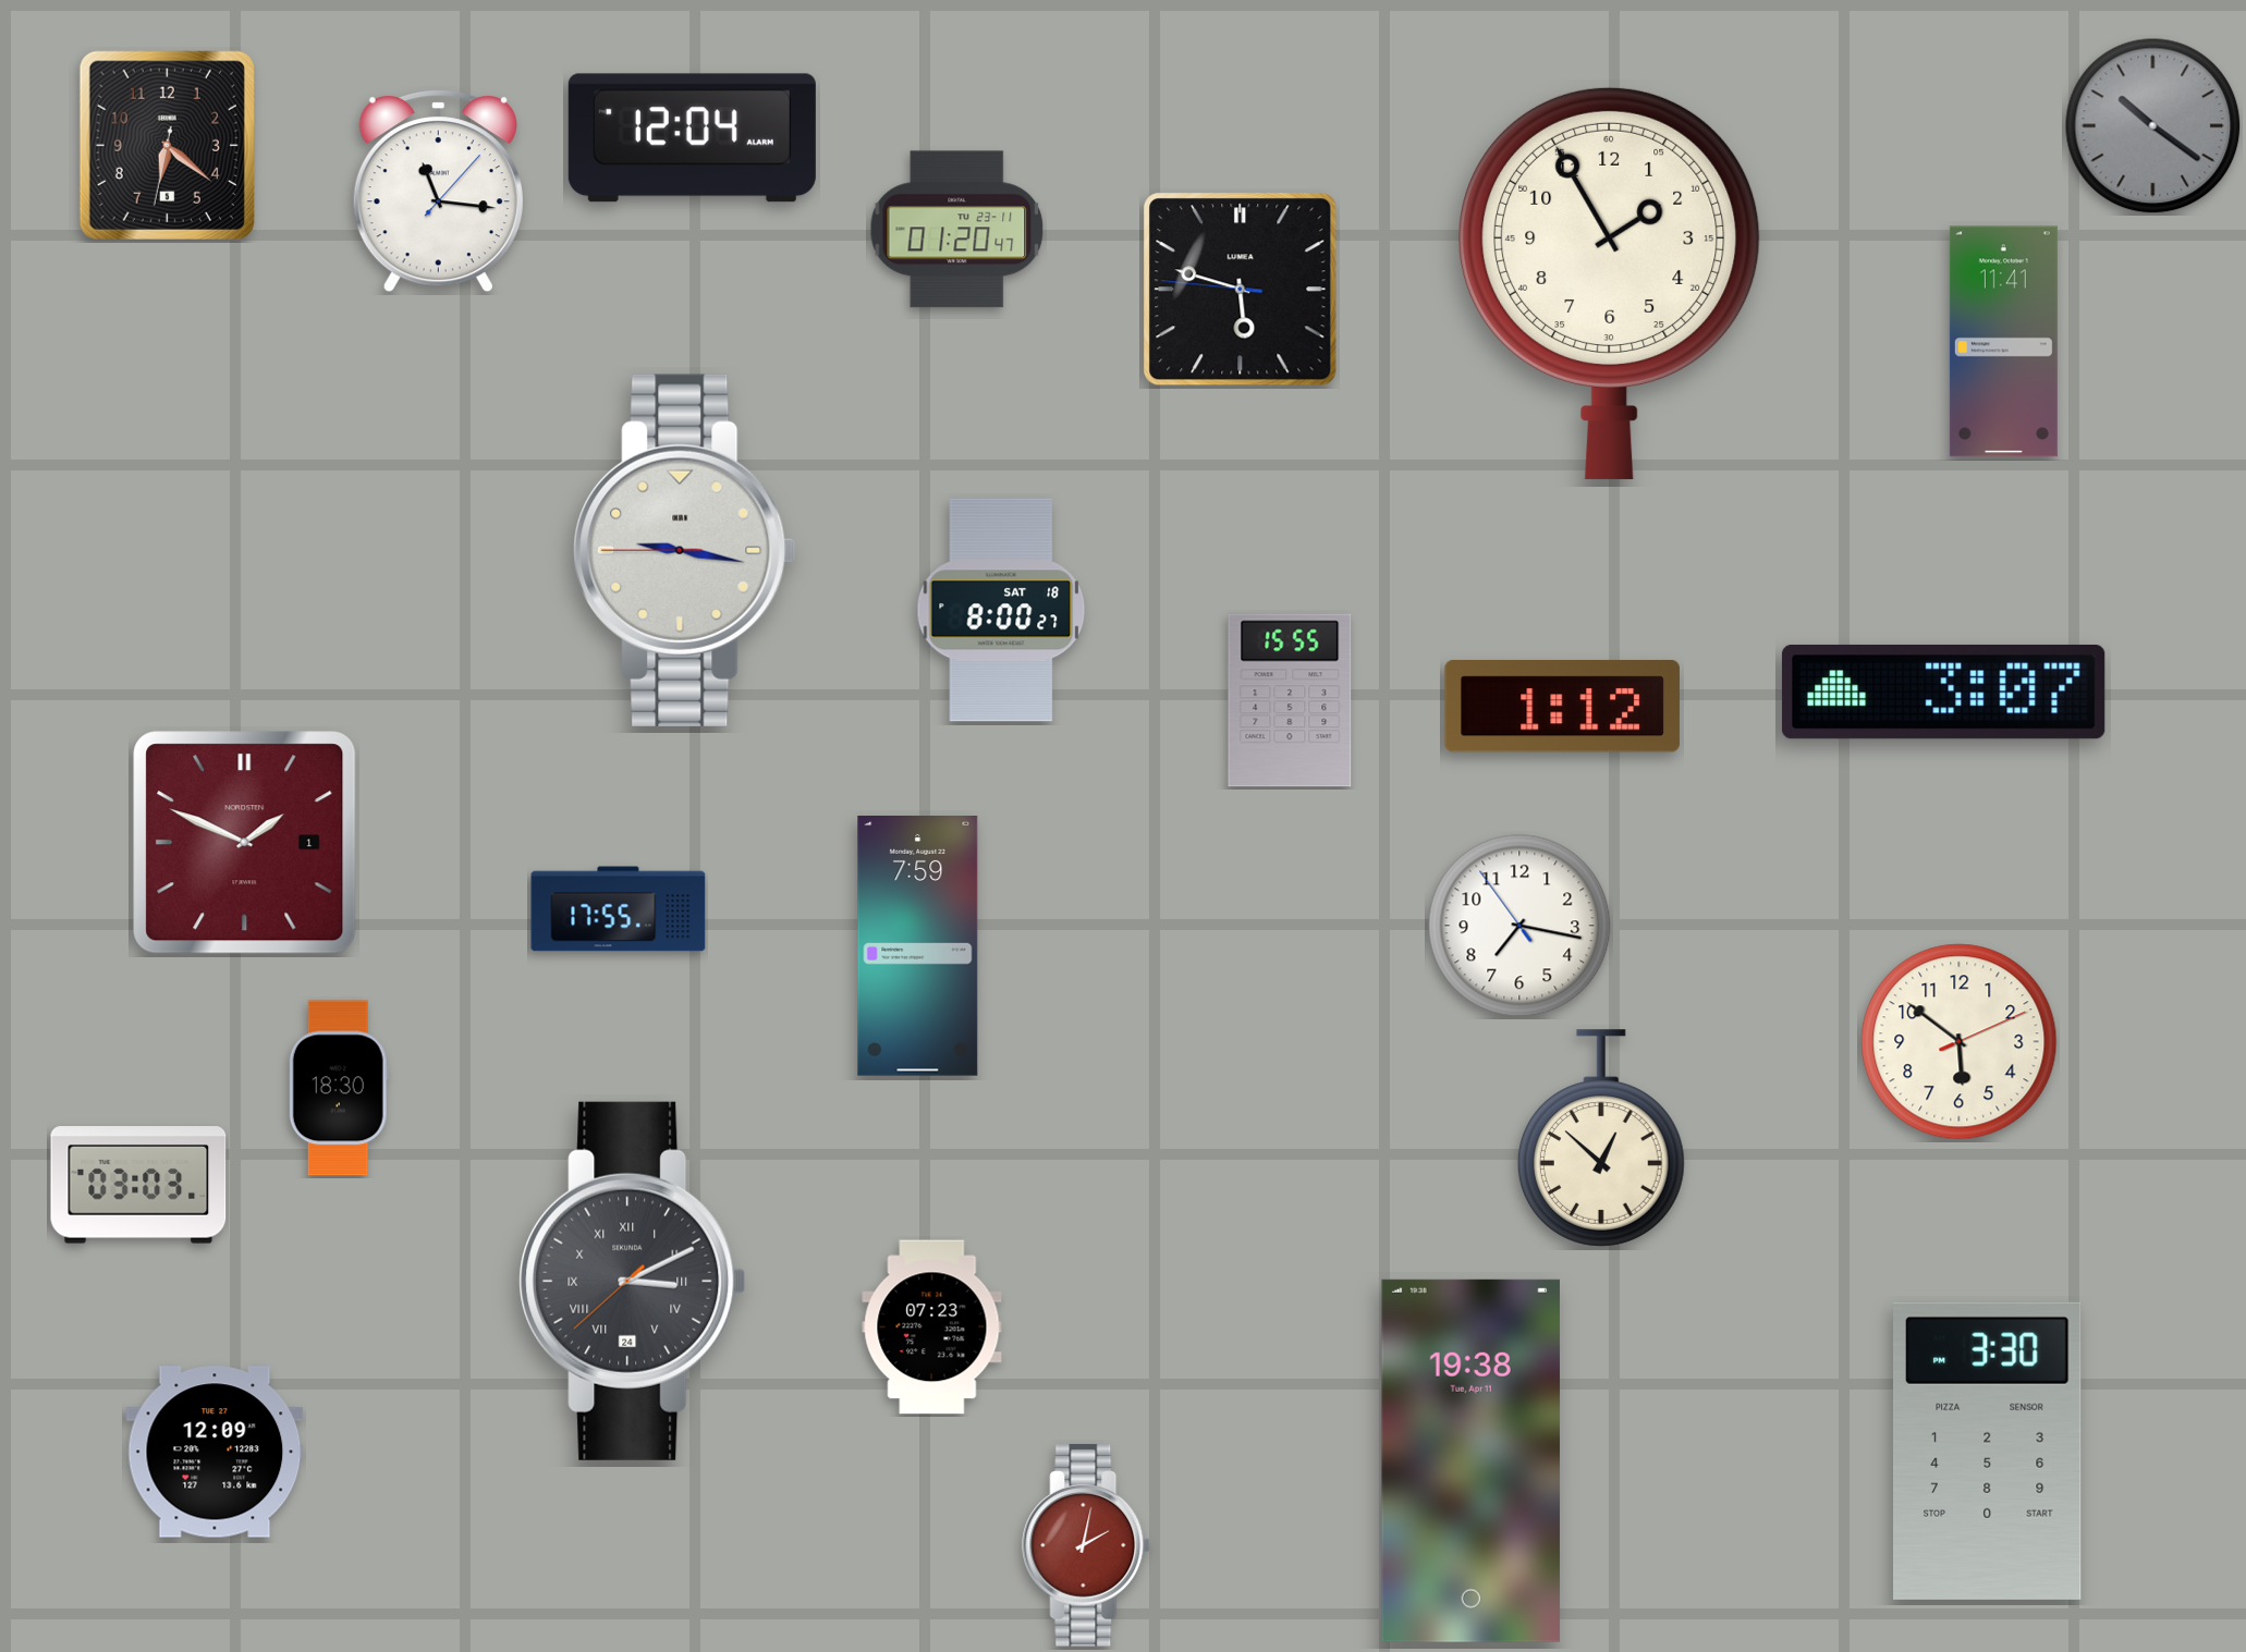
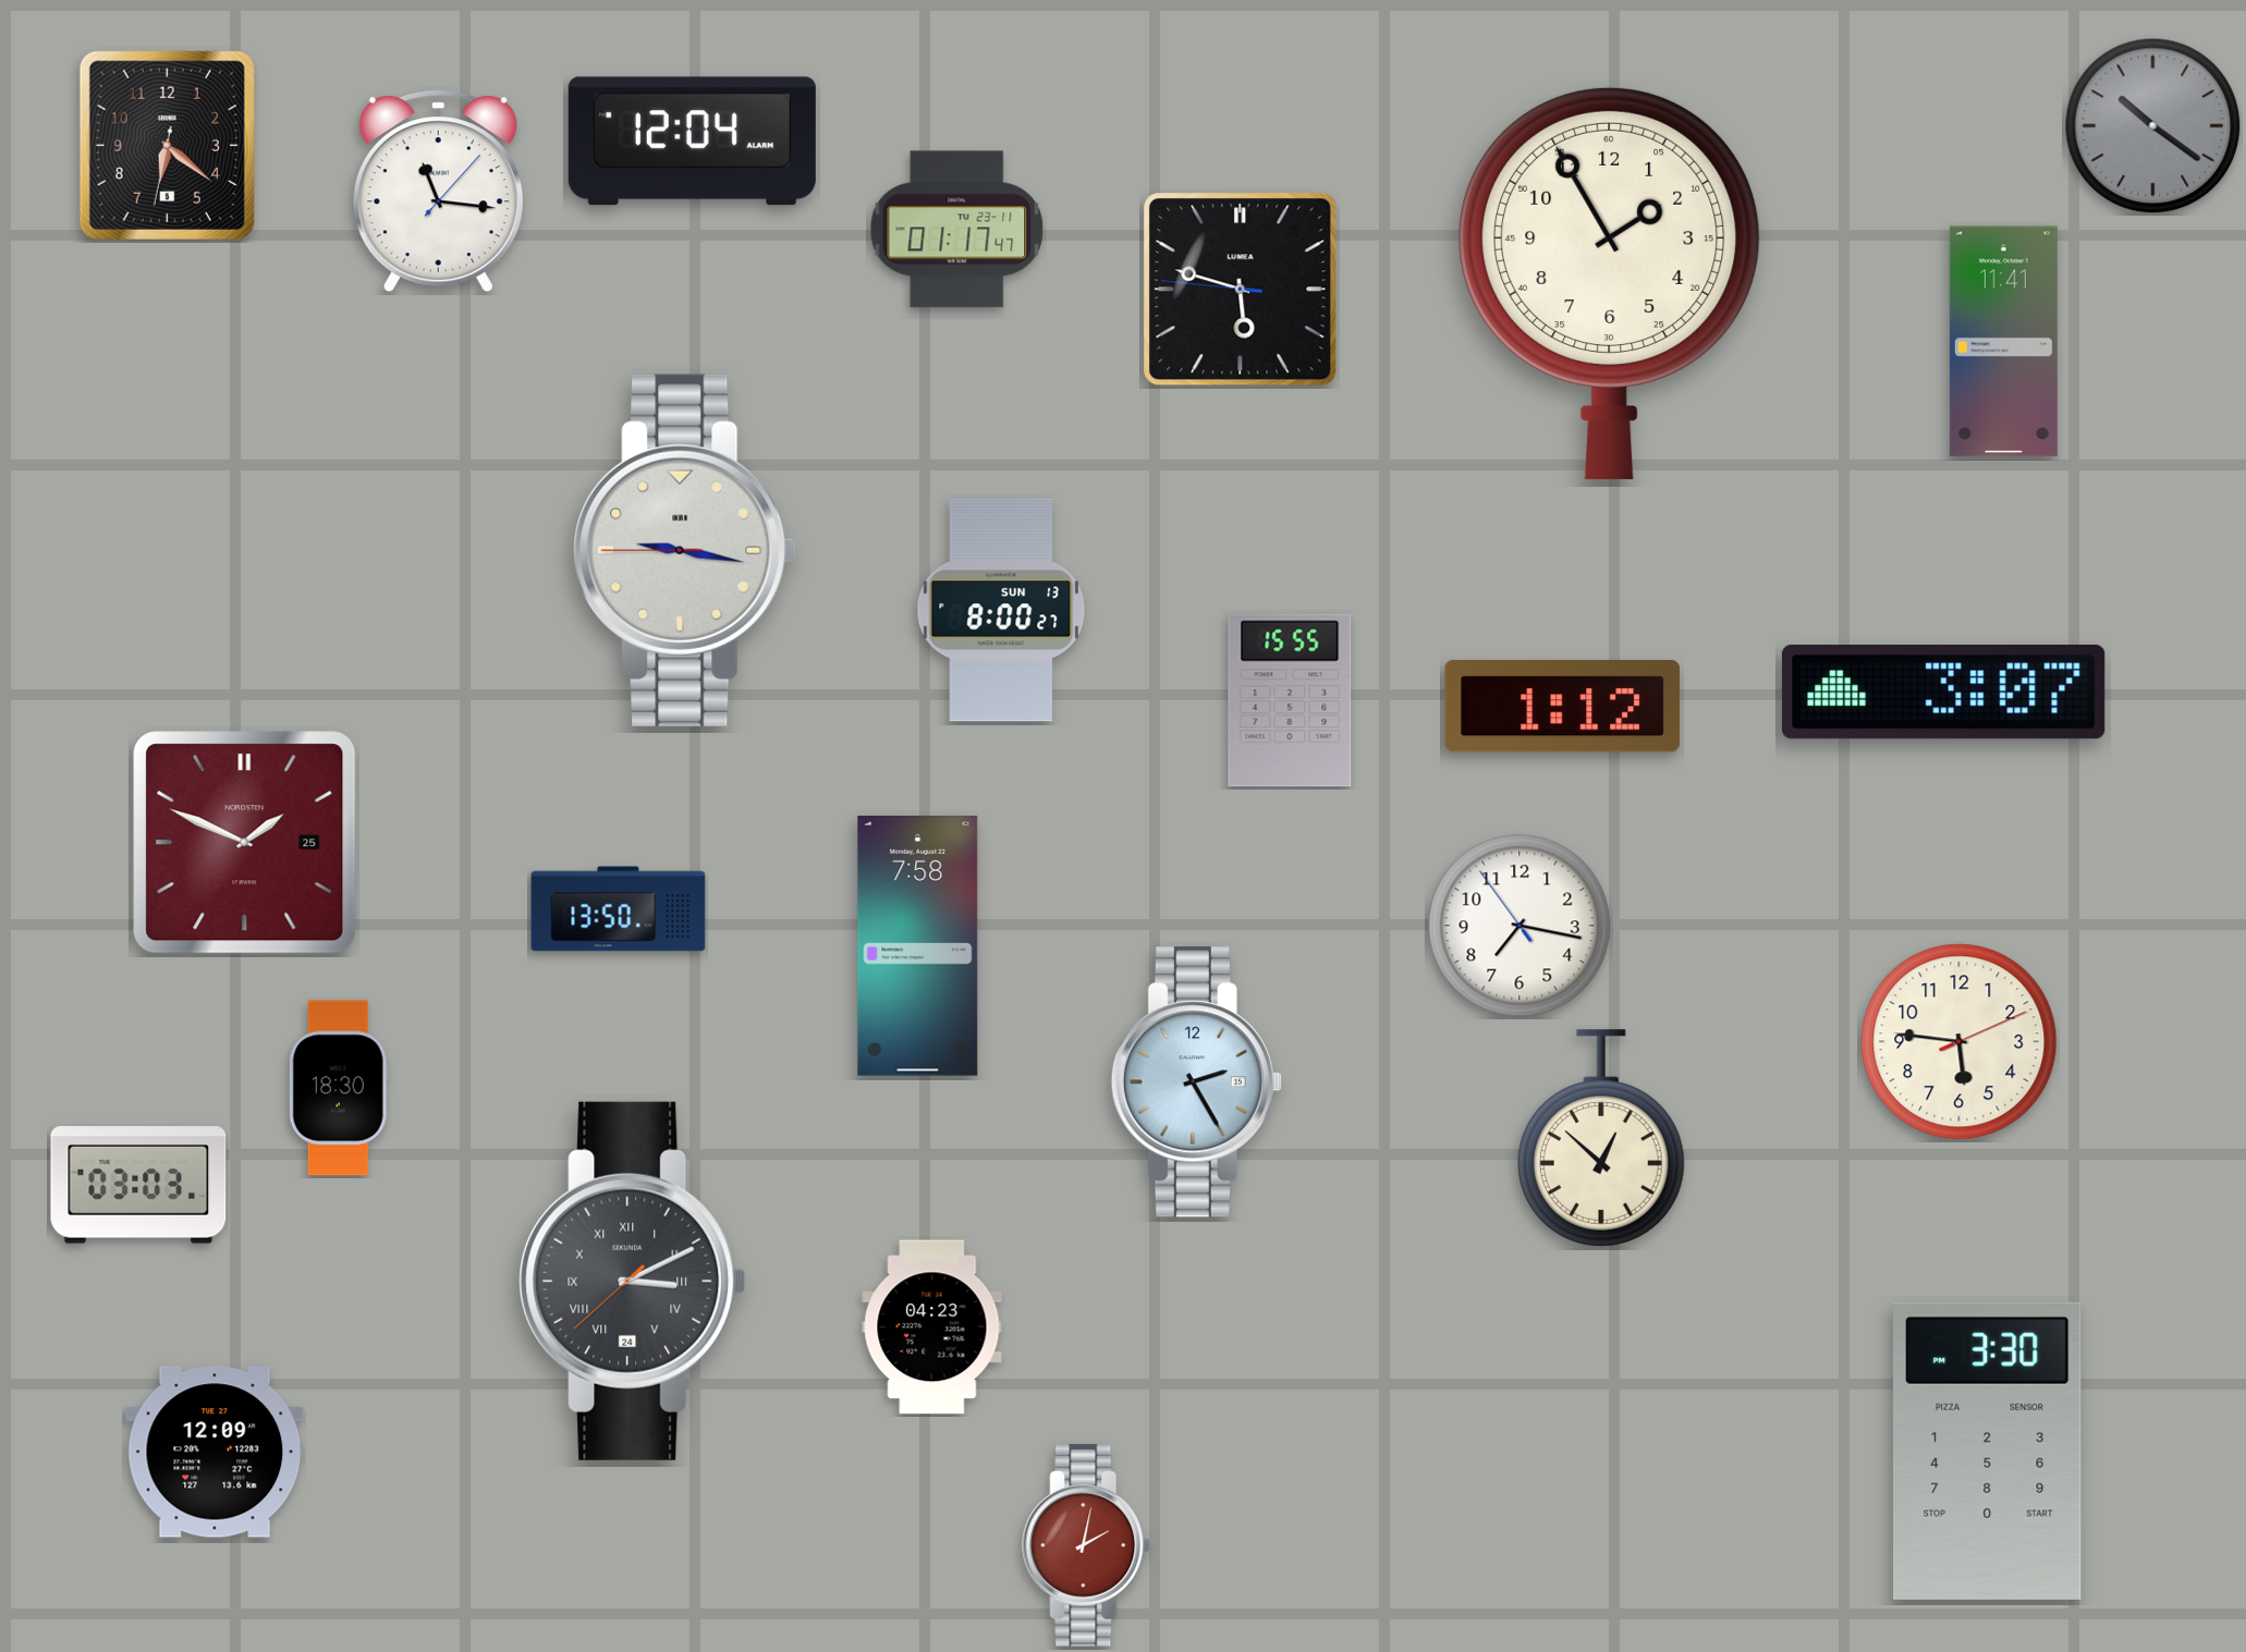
clock at (692, 138) position: (692, 138) -> (692, 142)
clock at (957, 230): 01:20 -> 01:17
clock at (1001, 610) date: SAT 18 -> SUN 13
clock at (245, 843) date: 1 -> 25
clock at (619, 909): 17:55 -> 13:50
clock at (918, 946): 7:59 -> 7:58
clock at (1960, 1042): 5:51 -> 5:46
clock at (1196, 1082): none -> 2:25
clock at (932, 1327): 07:23 -> 04:23
clock at (1470, 1460): 19:38 -> none
